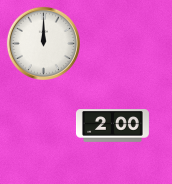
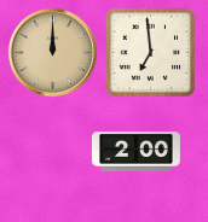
clock at (43, 43) dial: white -> champagne
clock at (150, 52): none -> 6:59
